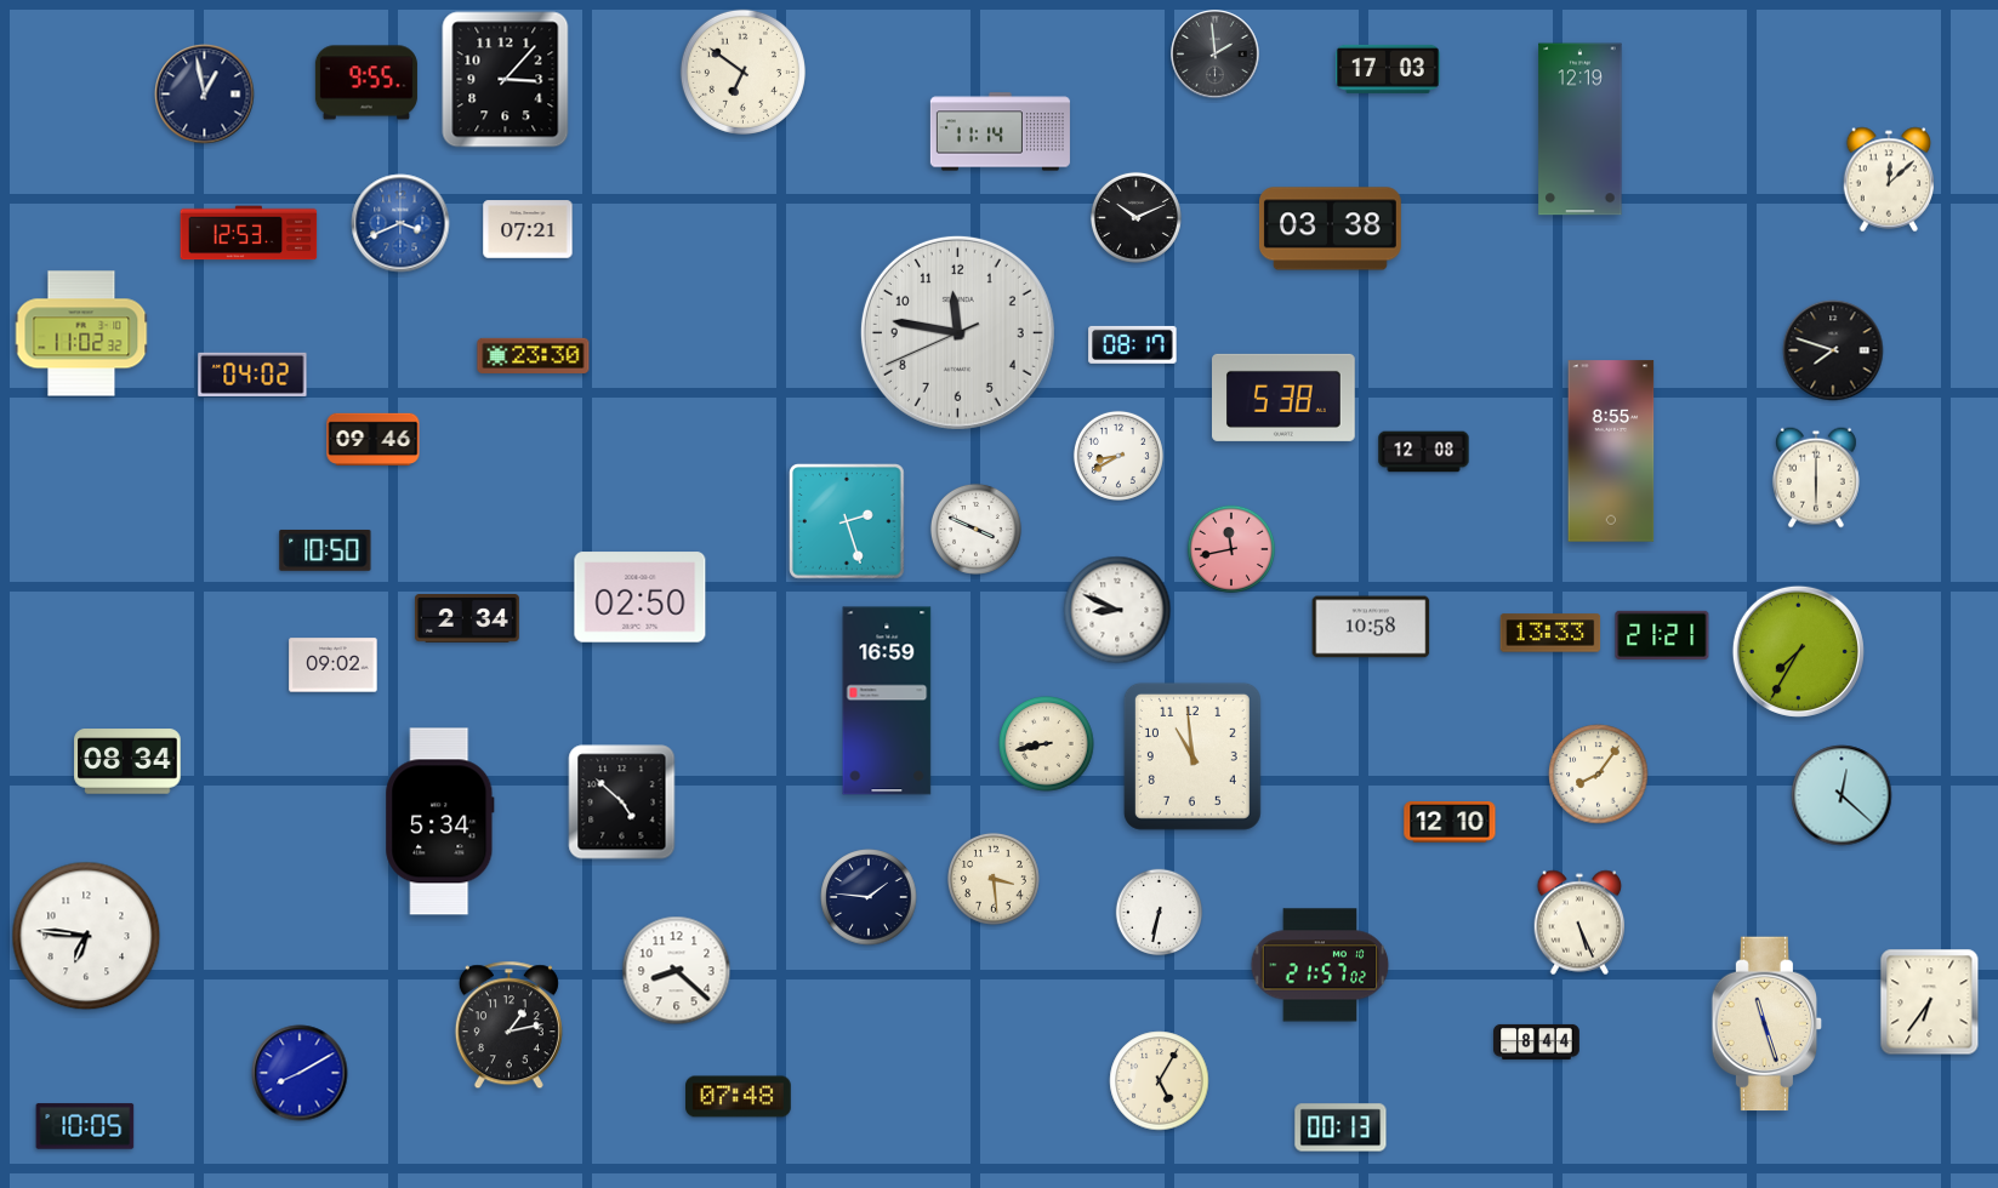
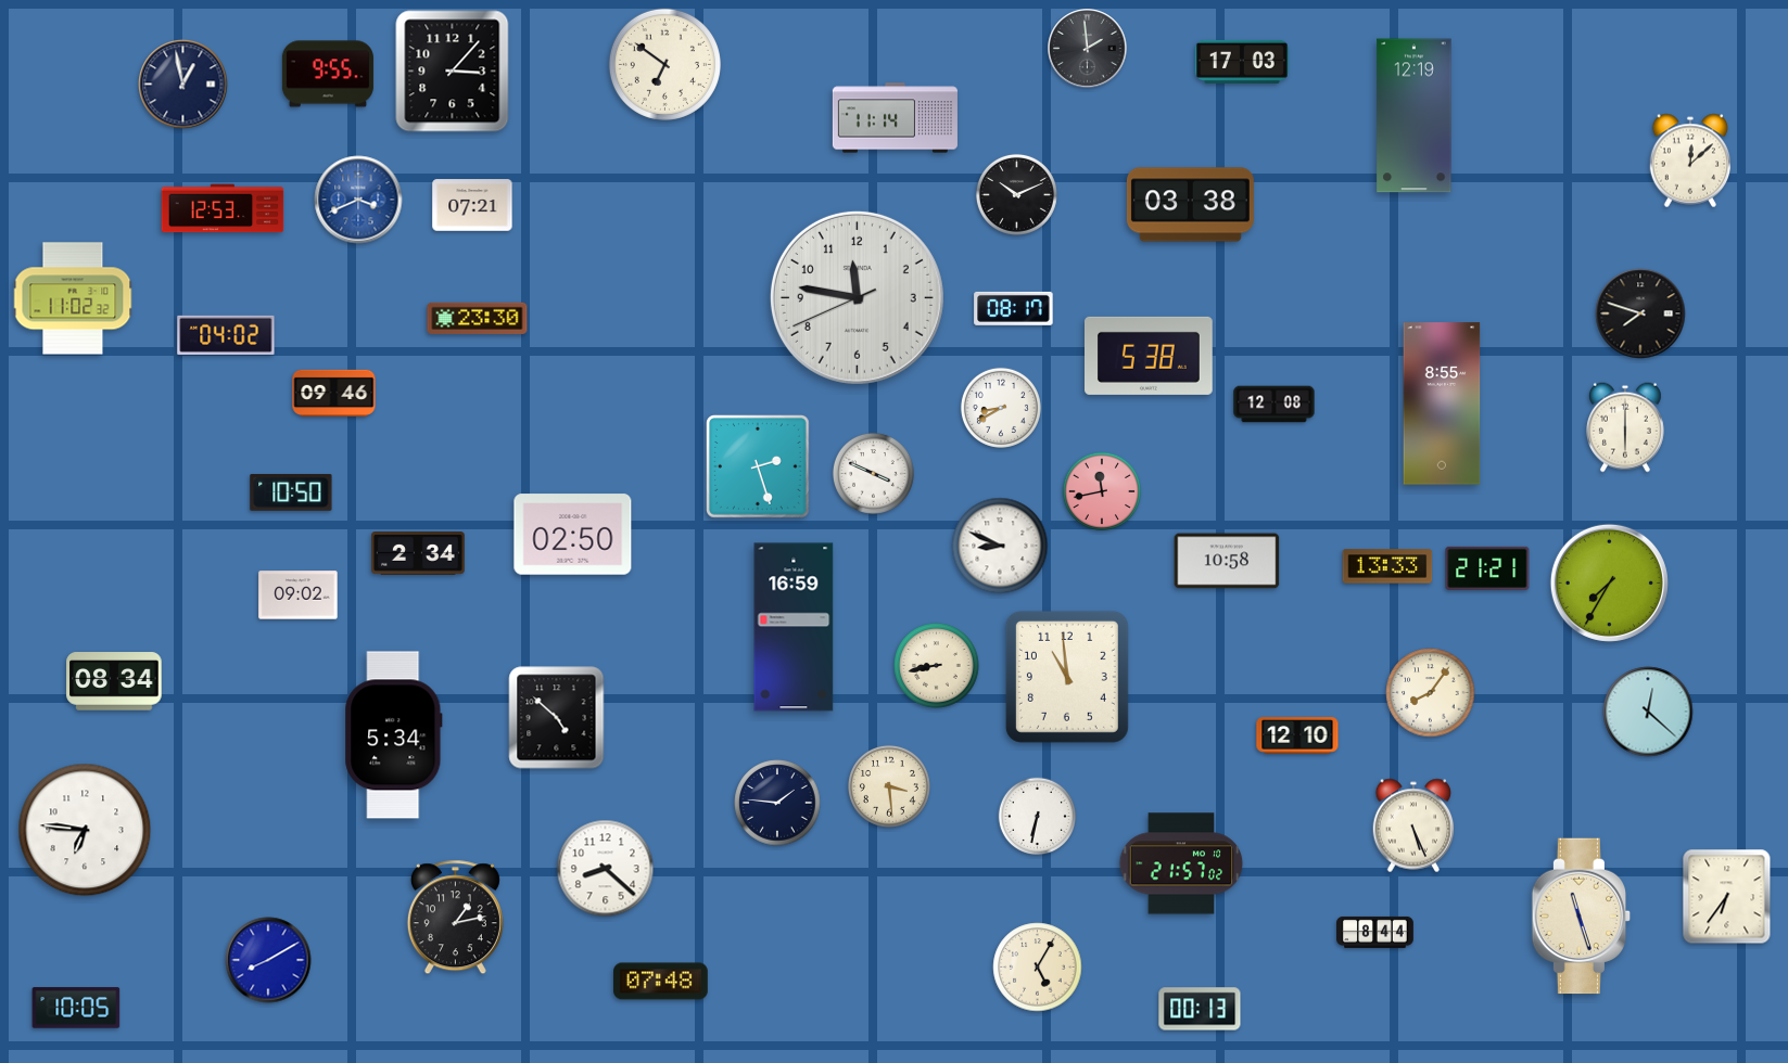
clock at (86, 936) position: (86, 936) -> (85, 830)
